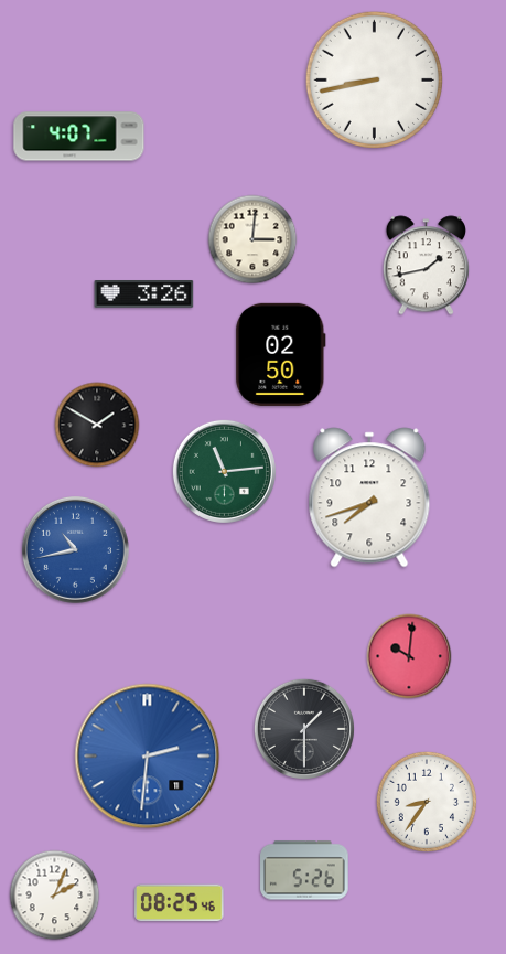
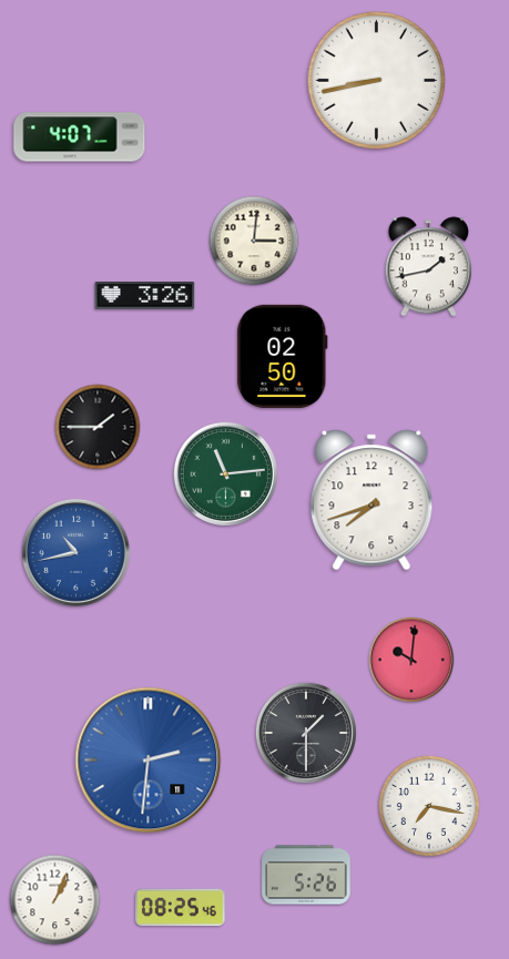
clock at (97, 425): 1:50 -> 1:45
clock at (427, 802): 8:36 -> 7:17
clock at (55, 896): 2:04 -> 1:04
